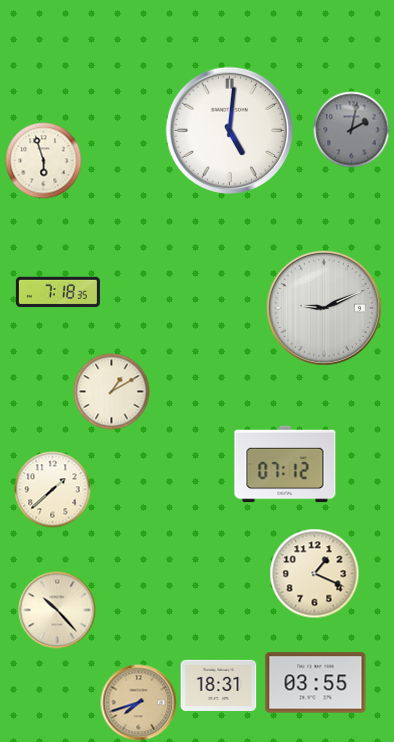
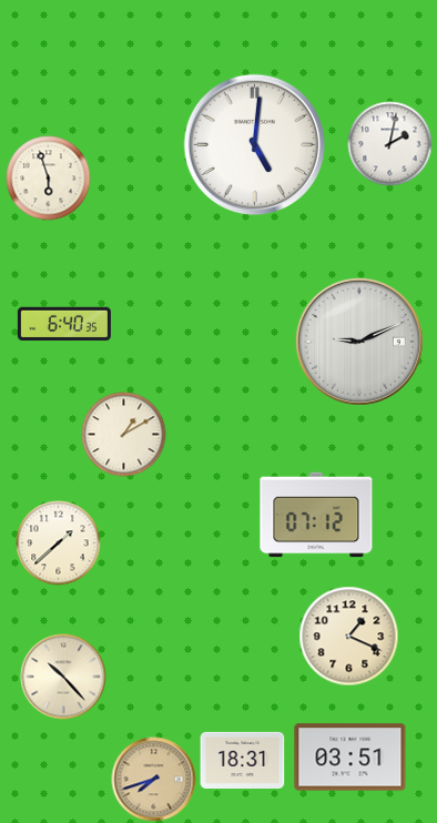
clock at (352, 130) dial: grey -> white
clock at (58, 292): 7:18 -> 6:40
clock at (316, 683): 03:55 -> 03:51
